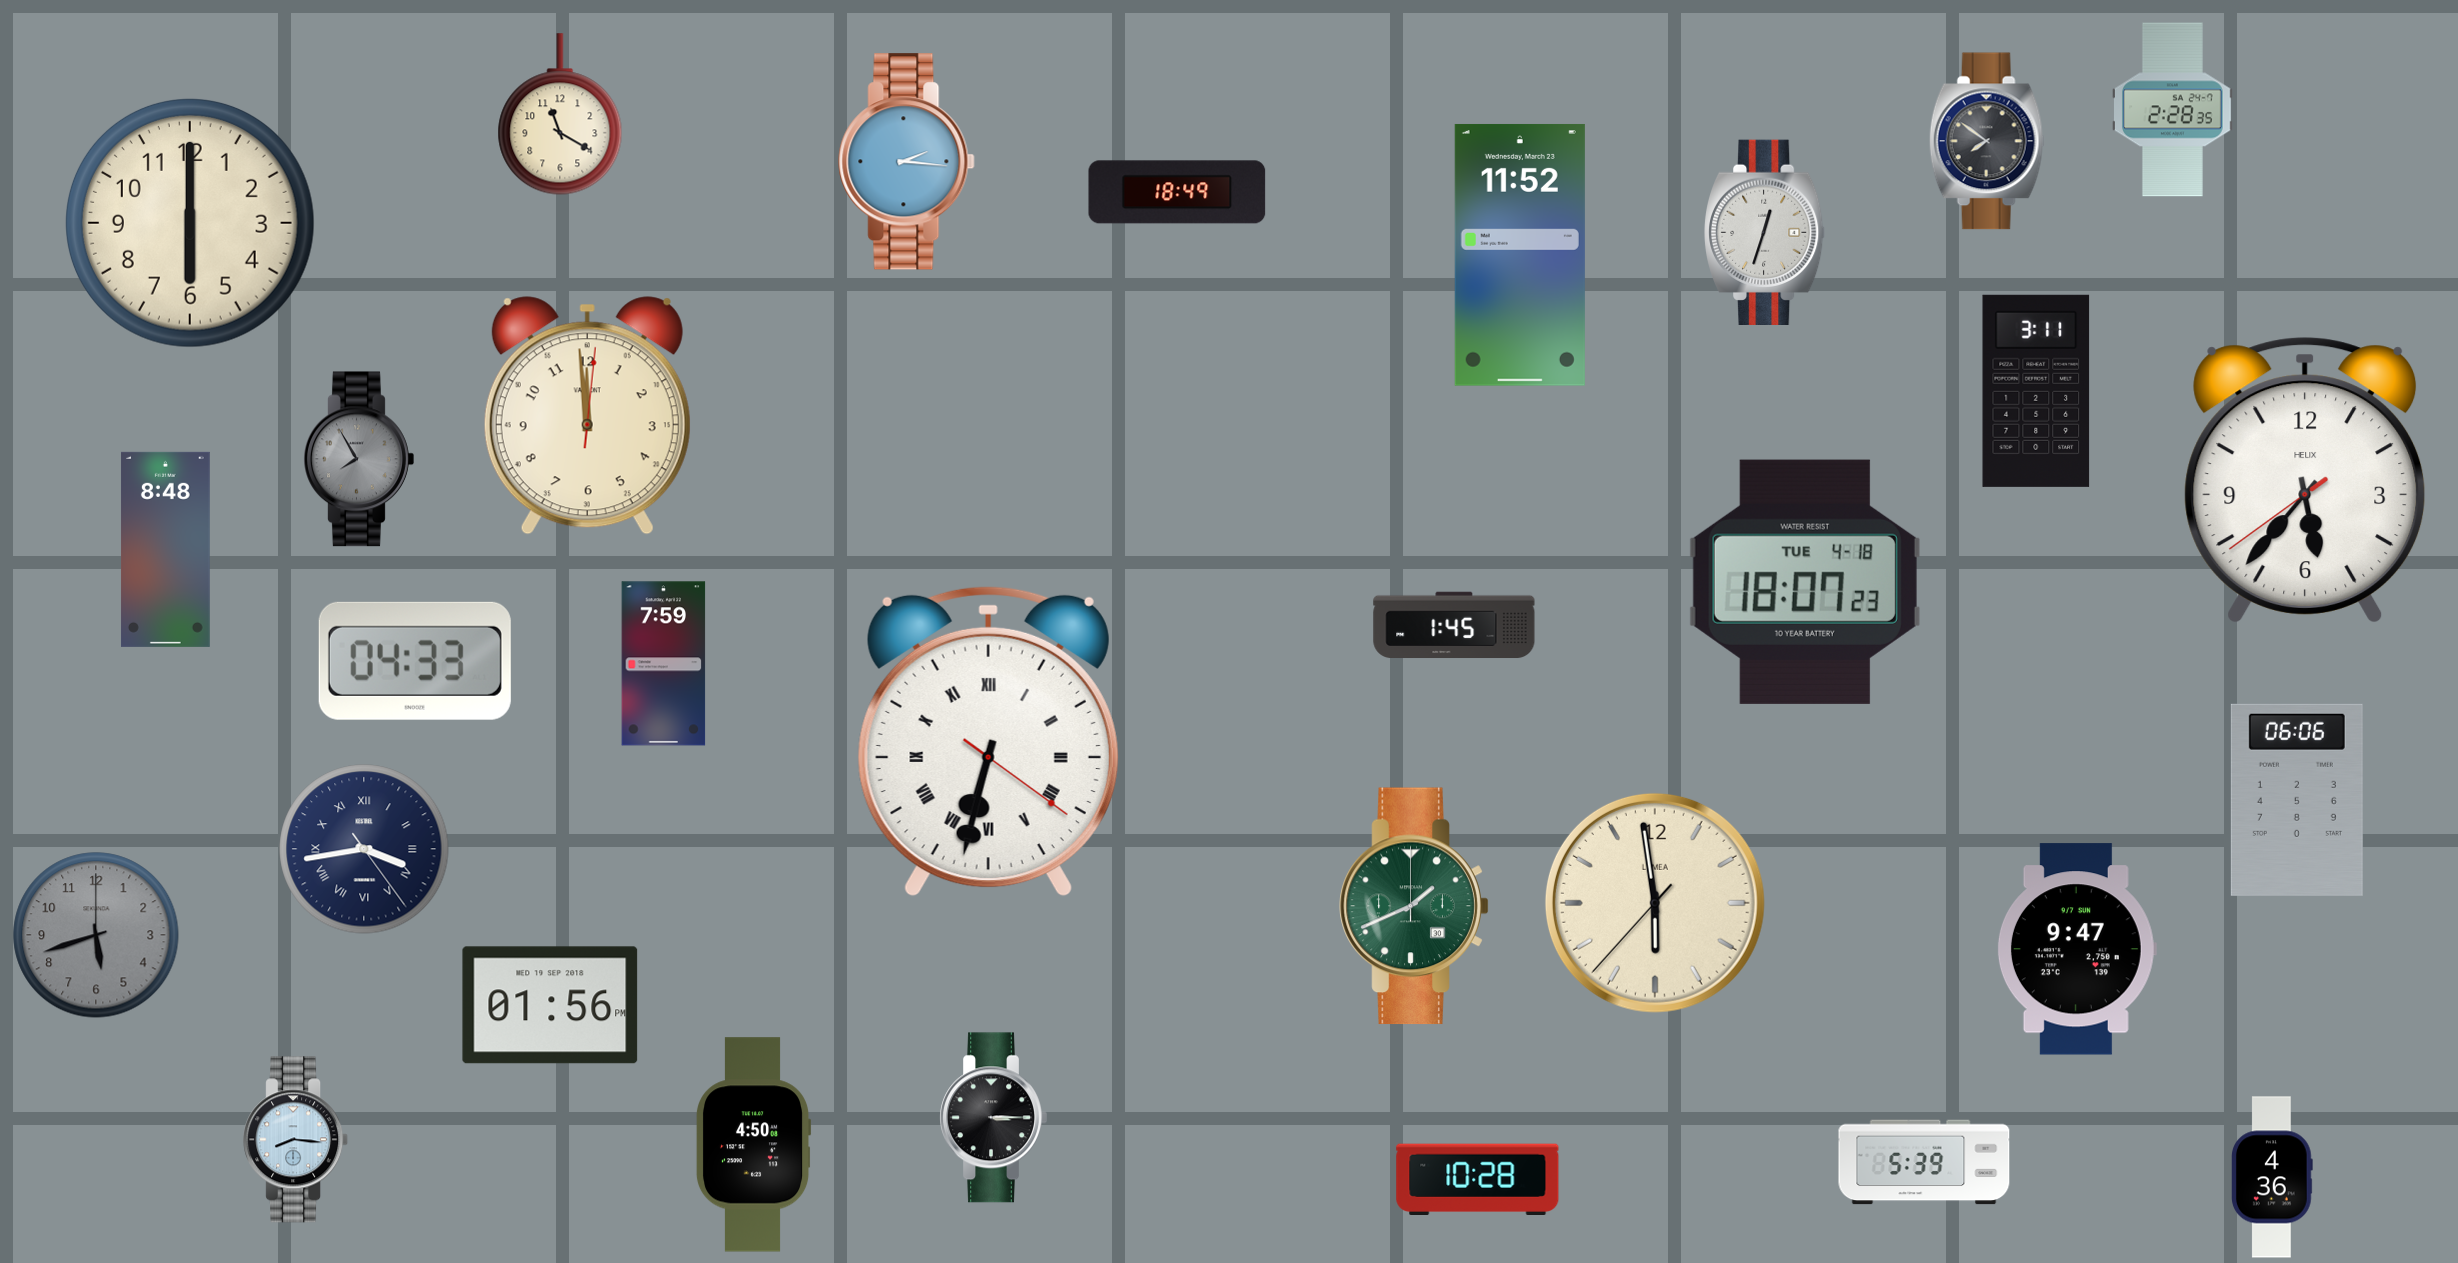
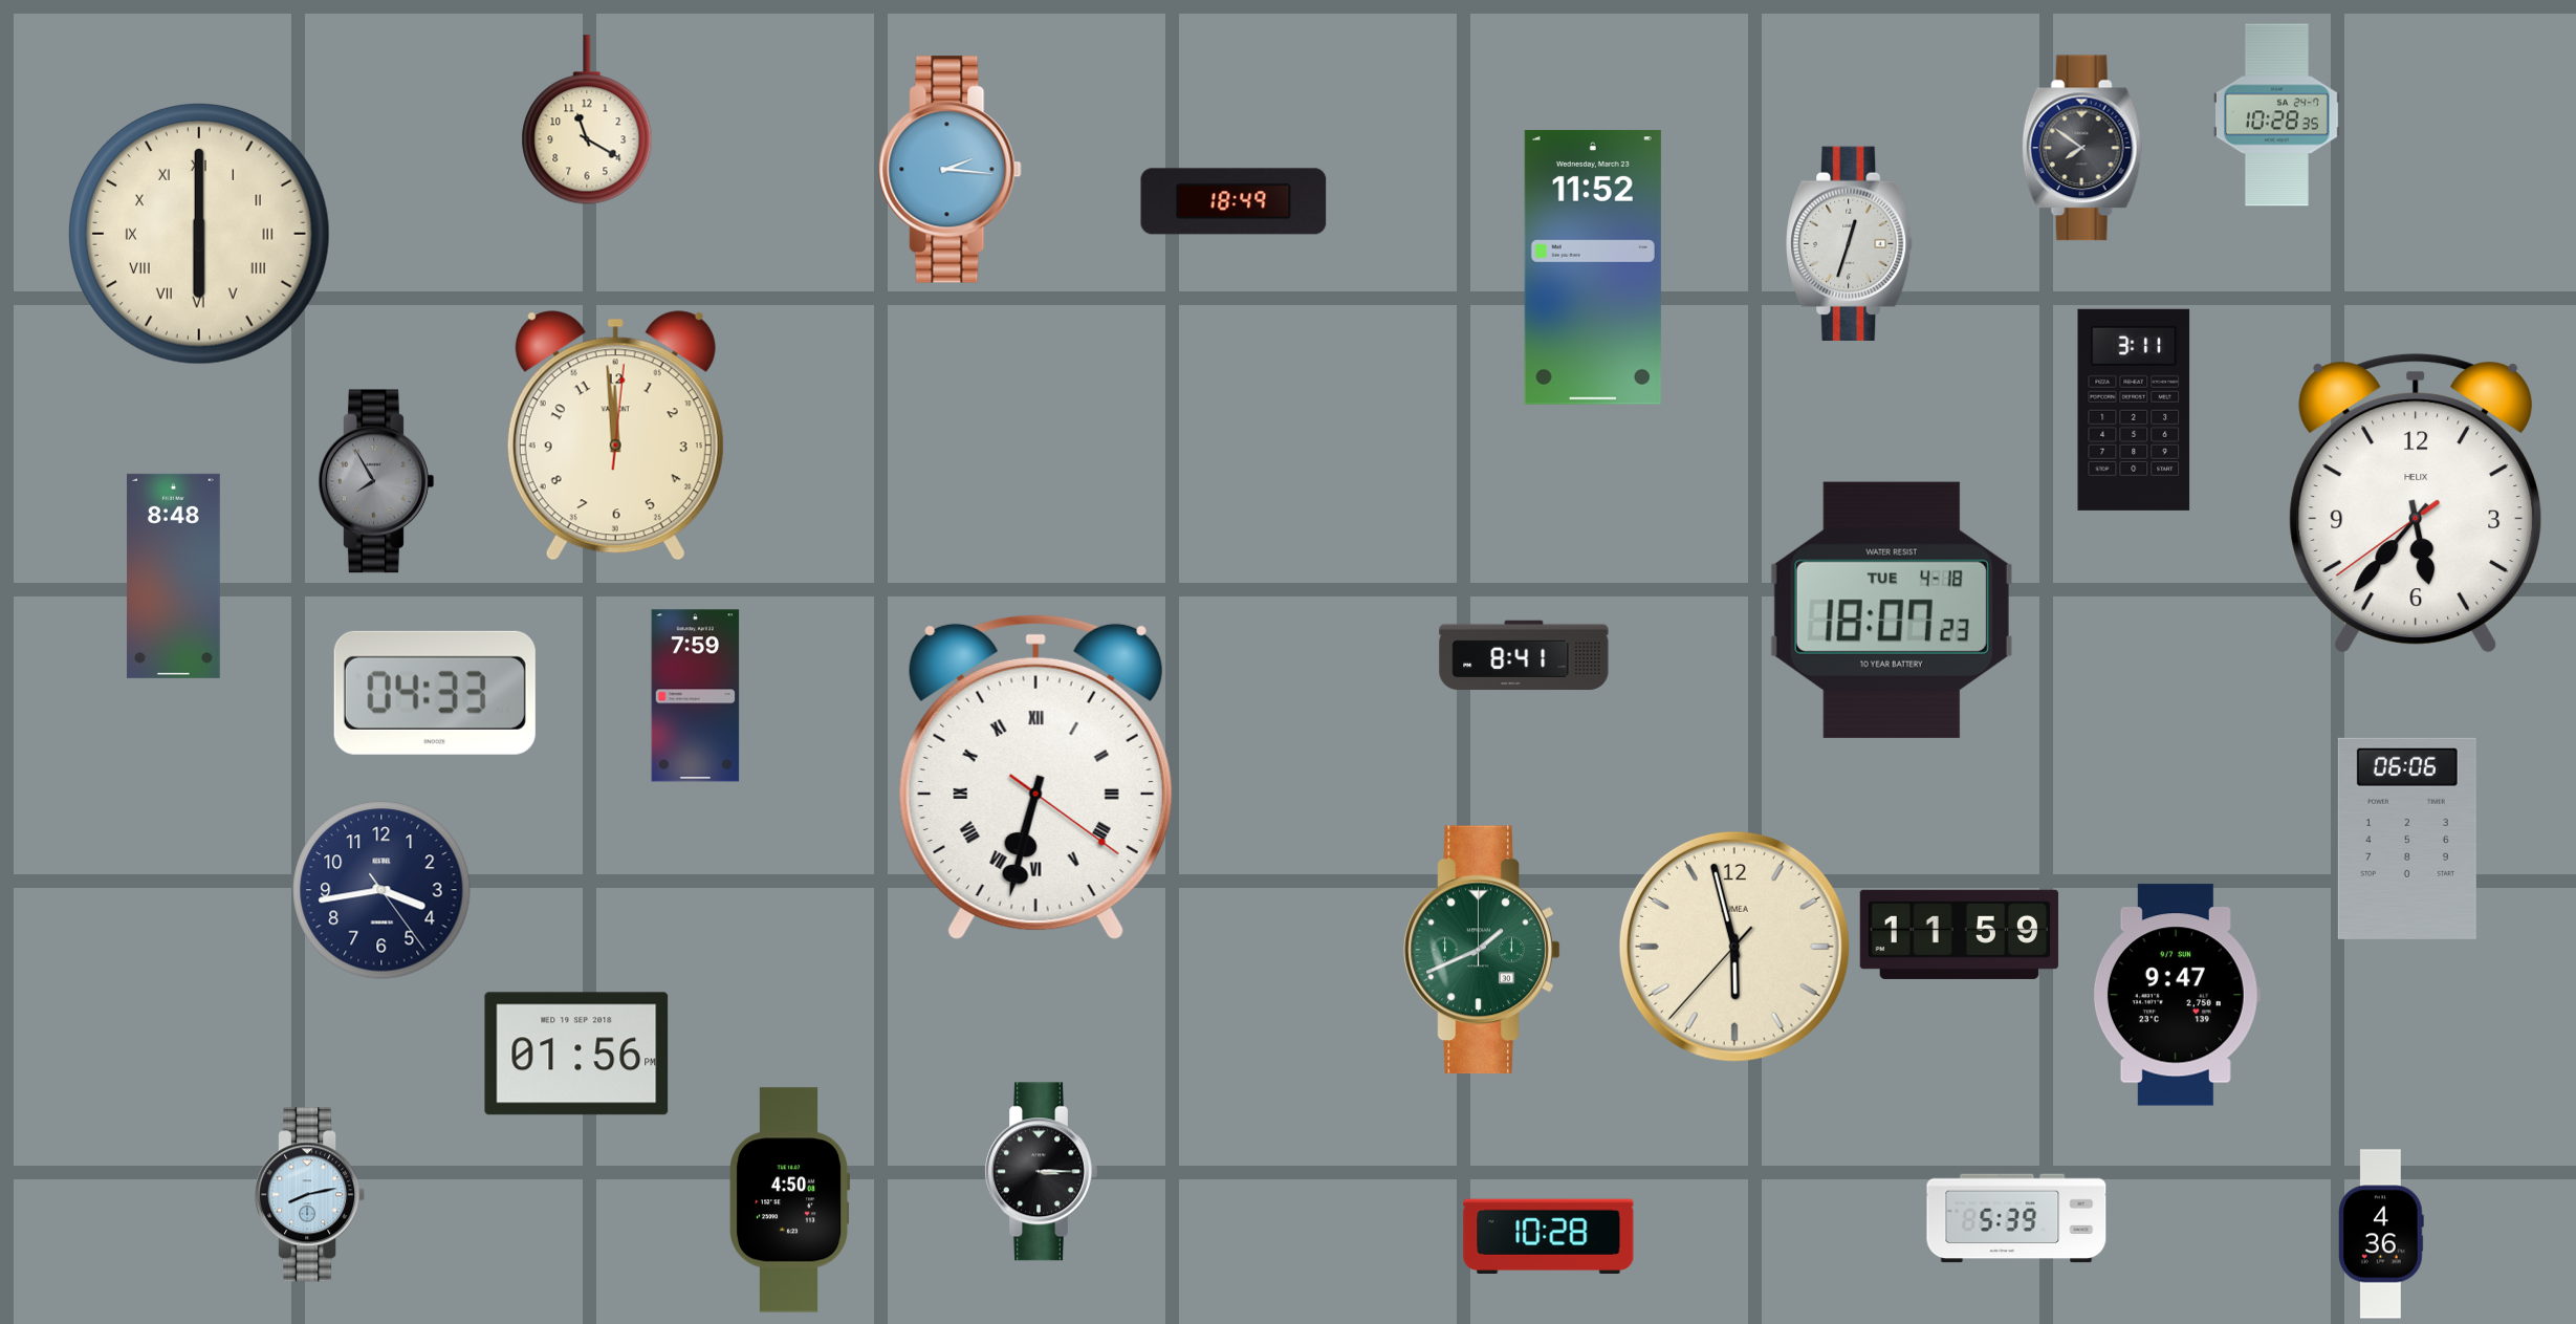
clock at (2173, 110): 2:28 -> 10:28
clock at (190, 223) numerals: Arabic -> Roman
clock at (1454, 625): 1:45 -> 8:41
clock at (364, 849) numerals: Roman -> Arabic
clock at (1959, 934): none -> 11:59
clock at (1655, 903): 5:58 -> 5:57
clock at (96, 935): 5:42 -> none
clock at (296, 1140): 8:16 -> 8:13
